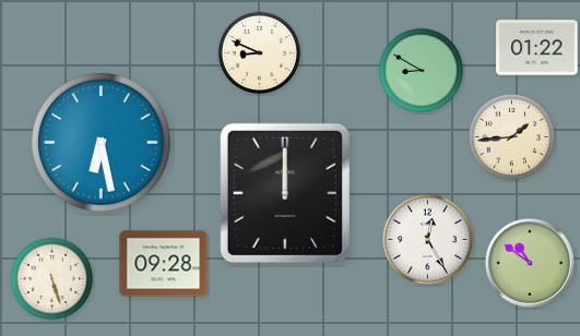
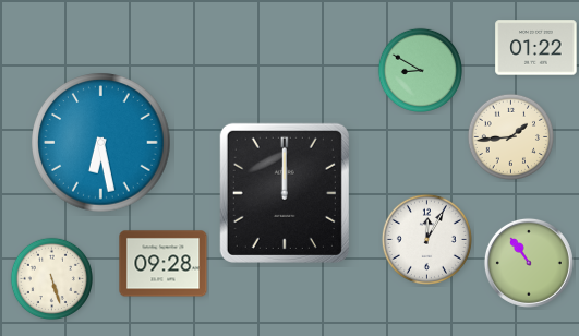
clock at (260, 53): 8:49 -> none
clock at (427, 239): 12:25 -> 12:05
clock at (530, 263): 10:51 -> 10:54
